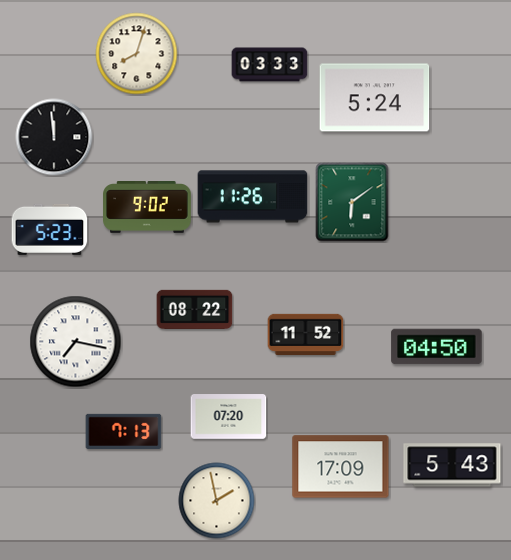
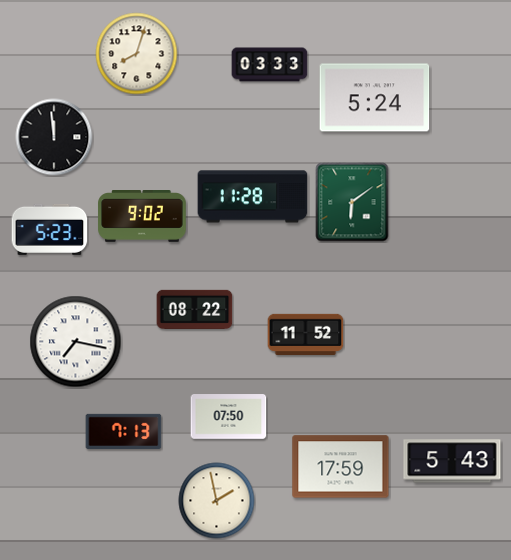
clock at (253, 197): 11:26 -> 11:28
clock at (147, 208) position: (147, 208) -> (142, 217)
clock at (437, 347): 04:50 -> none
clock at (229, 417): 07:20 -> 07:50
clock at (452, 465) position: (452, 465) -> (452, 461)
clock at (341, 467): 17:09 -> 17:59
